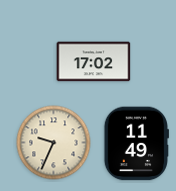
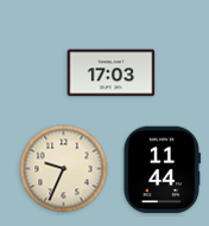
clock at (94, 62): 17:02 -> 17:03
clock at (136, 144): 11:49 -> 11:44
